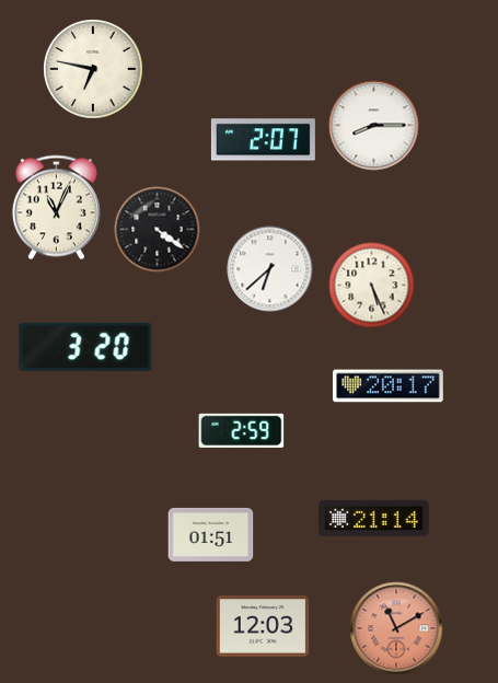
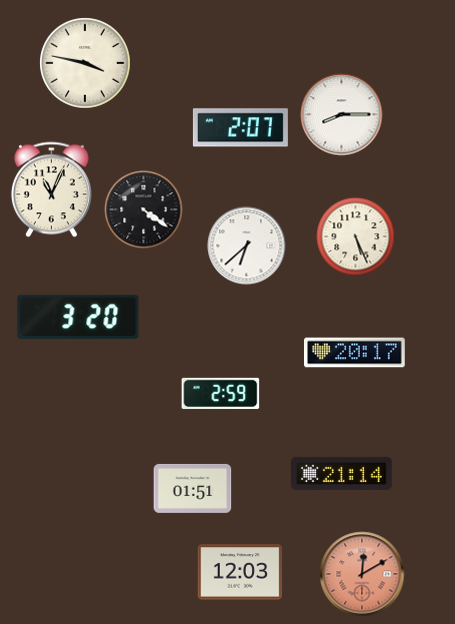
clock at (93, 69): 6:47 -> 3:47
clock at (371, 285) position: (371, 285) -> (355, 236)
clock at (396, 628): 11:10 -> 12:10
